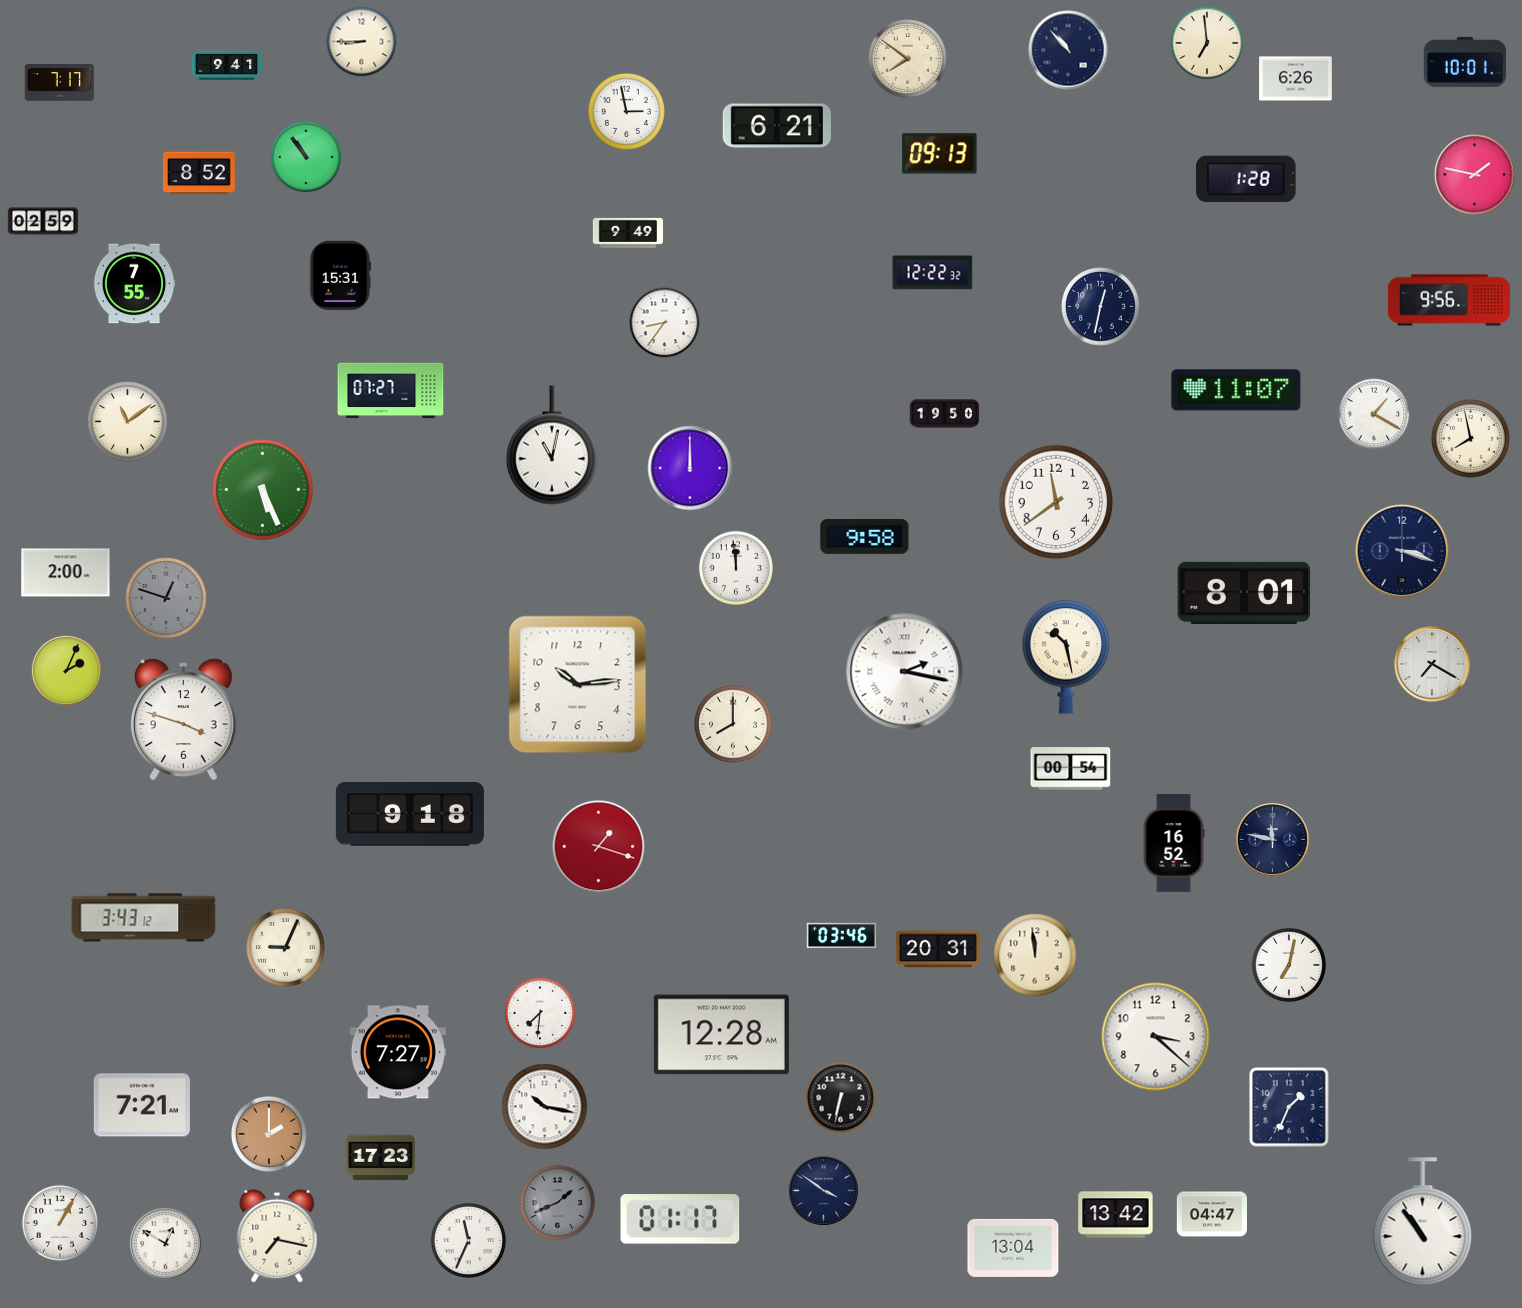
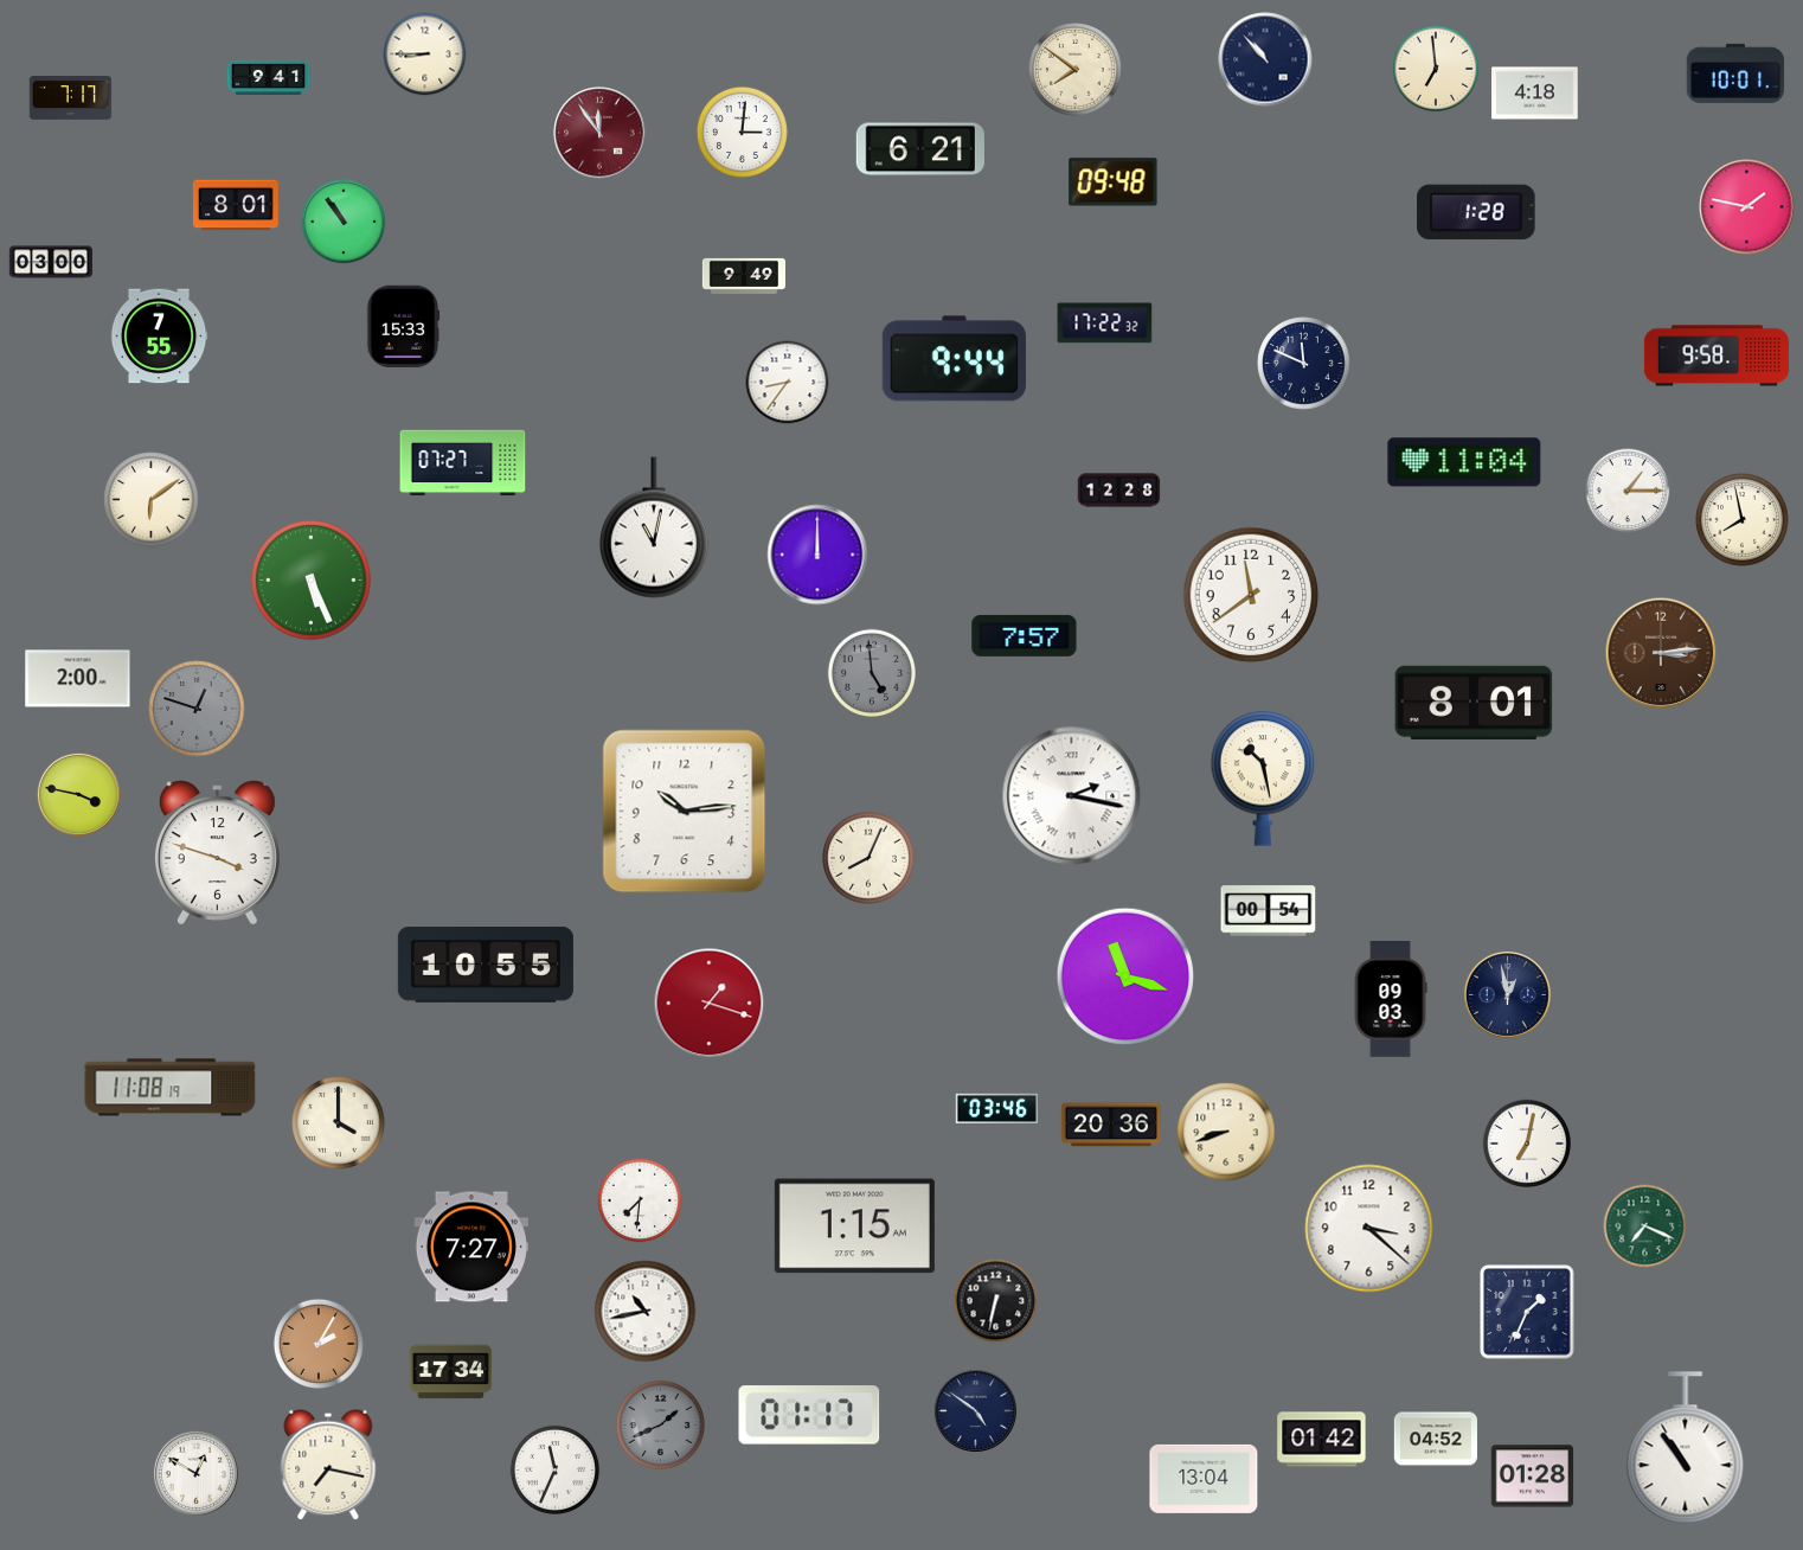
clock at (362, 42) position: (362, 42) -> (425, 55)
clock at (1207, 43) position: (1207, 43) -> (1436, 69)
clock at (1296, 79): 6:26 -> 4:18
clock at (626, 111): 2:58 -> 3:01
clock at (599, 133): none -> 11:54
clock at (940, 154): 09:13 -> 09:48
clock at (306, 157) position: (306, 157) -> (344, 222)
clock at (199, 173): 8:52 -> 8:01
clock at (42, 221): 02:59 -> 03:00
clock at (933, 273): 12:22 -> 17:22
clock at (340, 276): 15:31 -> 15:33
clock at (1449, 300): 9:56 -> 9:58
clock at (954, 359): none -> 9:44
clock at (1101, 307): 12:32 -> 11:49
clock at (1236, 390): 11:07 -> 11:04
clock at (945, 414): 19:50 -> 12:28
clock at (1374, 414): 1:20 -> 1:15
clock at (128, 422): 11:09 -> 6:09
clock at (865, 536): 9:58 -> 7:57
clock at (1402, 551): 3:18 -> 3:14
clock at (1402, 551) dial: navy -> brown
clock at (735, 567): 11:59 -> 4:59
clock at (735, 567) dial: white -> grey
clock at (1432, 664): 7:20 -> none
clock at (66, 670): 2:04 -> 3:47
clock at (734, 725): 8:00 -> 8:04
clock at (410, 814): 9:18 -> 10:55
clock at (1125, 976): none -> 11:18
clock at (1272, 839): 11:47 -> 12:58
clock at (1174, 844): 16:52 -> 09:03
clock at (144, 918): 3:43 -> 11:08
clock at (286, 948): 9:04 -> 4:00
clock at (938, 949): 20:31 -> 20:36
clock at (1035, 955): 11:59 -> 8:42
clock at (721, 1035): 12:28 -> 1:15
clock at (1645, 1226): none -> 7:19
clock at (142, 1105): 7:21 -> none
clock at (545, 1107): 10:17 -> 10:43
clock at (269, 1134): 2:00 -> 2:05
clock at (381, 1158): 17:23 -> 17:34
clock at (823, 1190): 3:51 -> 4:51
clock at (1211, 1214): 04:47 -> 04:52
clock at (1116, 1215): 13:42 -> 01:42
clock at (680, 1219) position: (680, 1219) -> (809, 1415)
clock at (60, 1223): 1:05 -> none
clock at (1533, 1477): none -> 01:28
clock at (1013, 1248) position: (1013, 1248) -> (1204, 1479)
